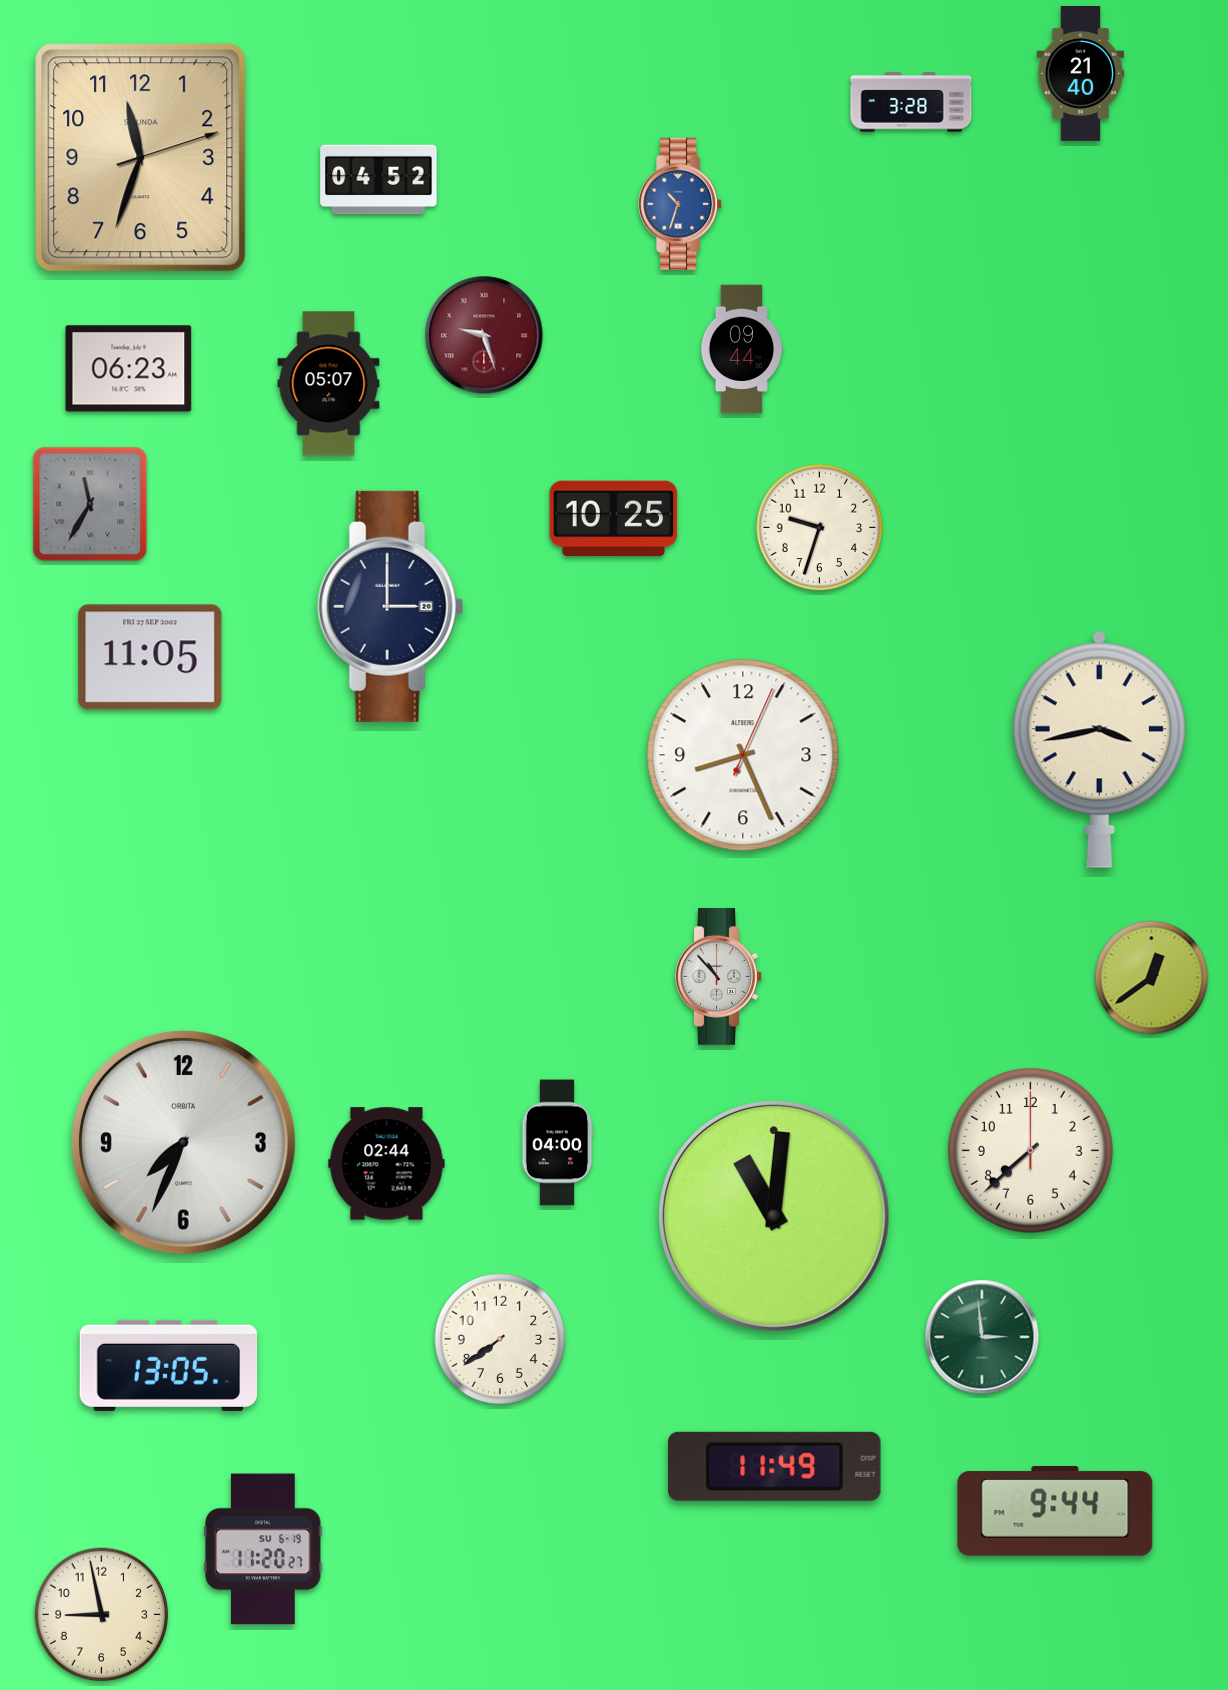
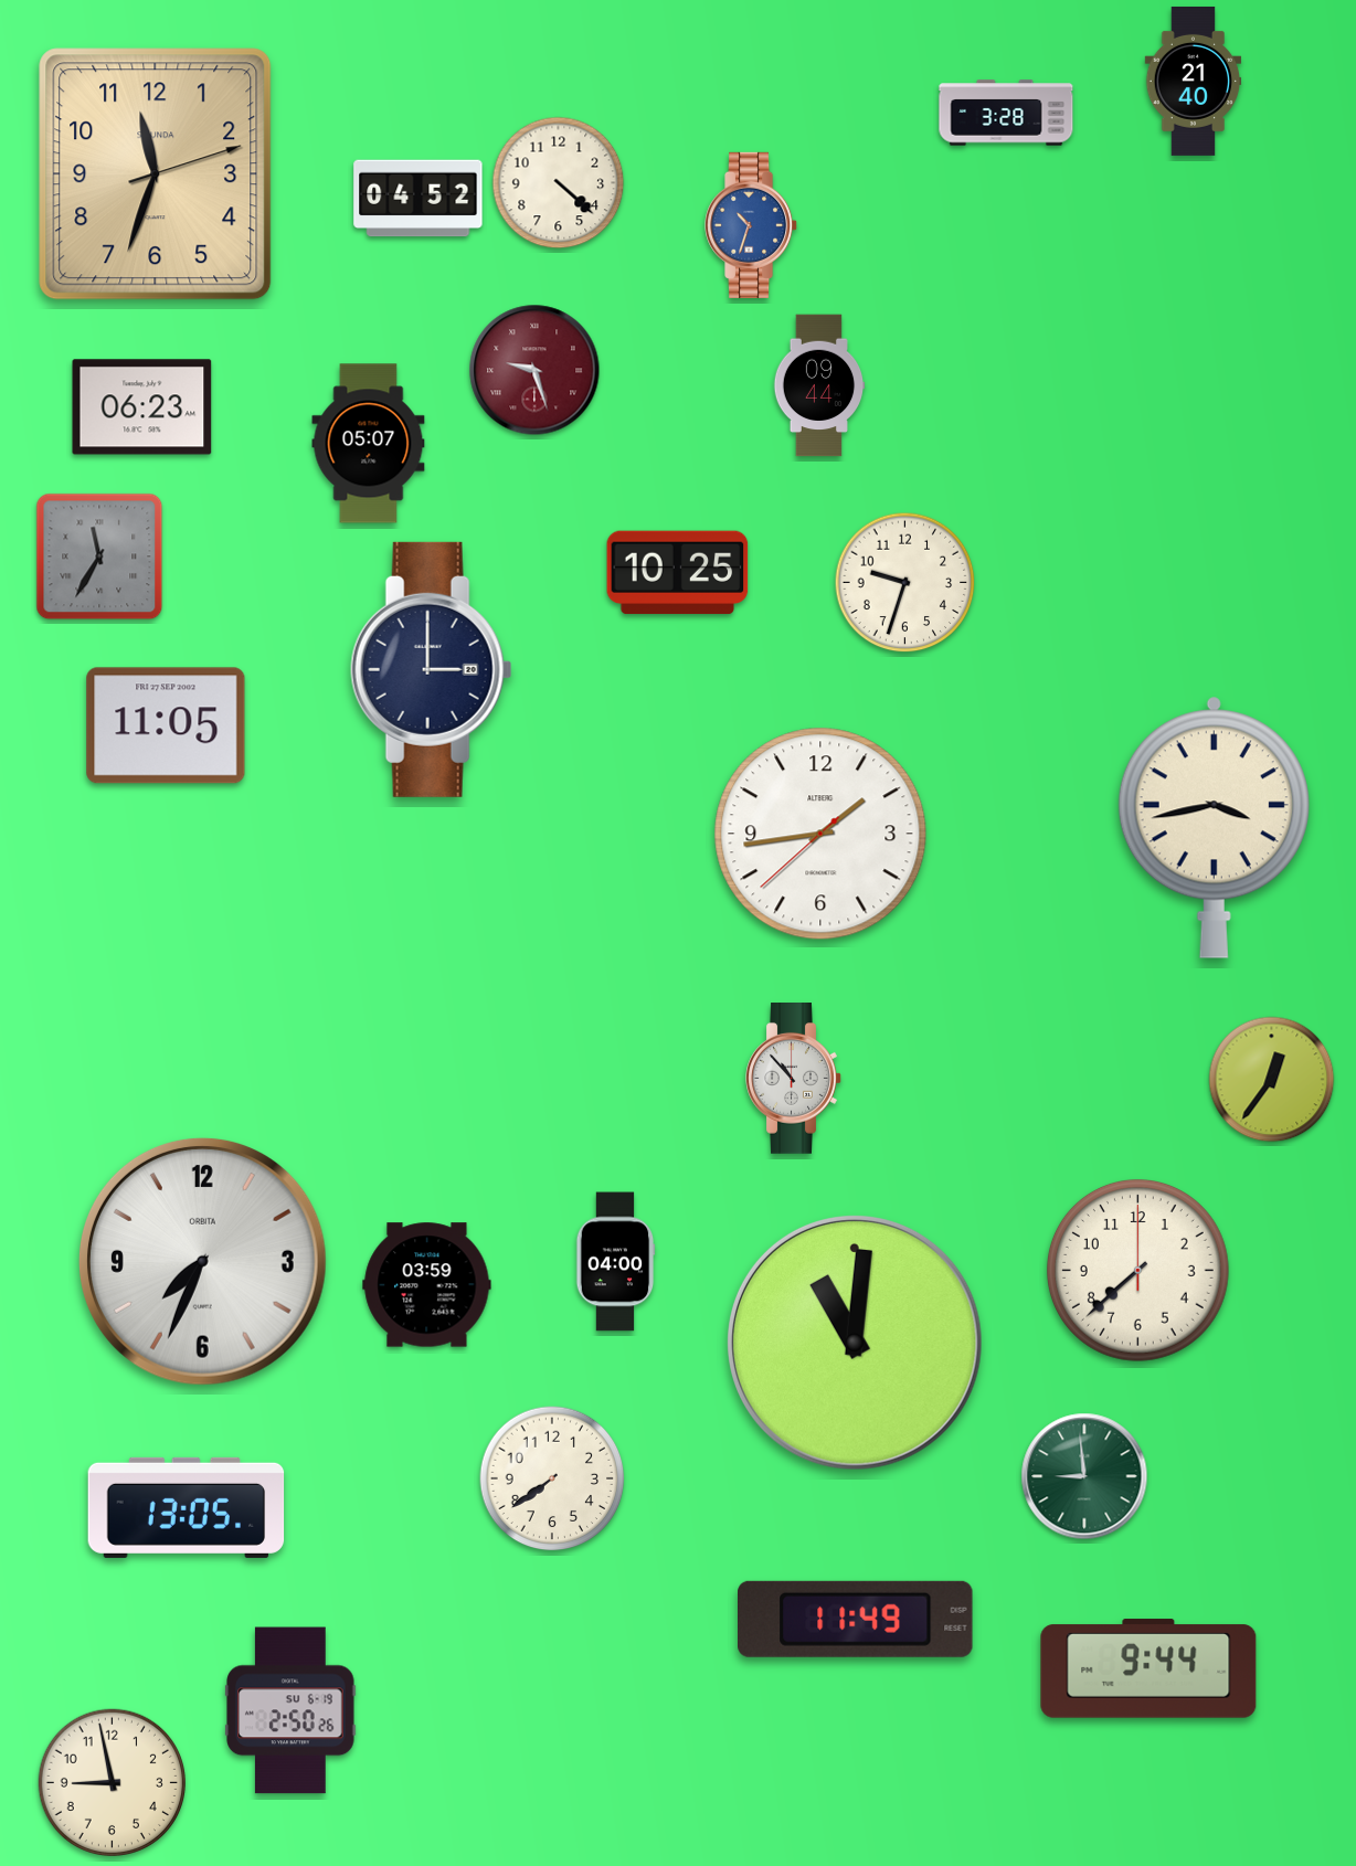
clock at (559, 183): none -> 4:22
clock at (329, 384) position: (329, 384) -> (369, 444)
clock at (743, 755): 8:26 -> 1:43
clock at (1152, 978): 12:39 -> 12:36
clock at (387, 1164): 02:44 -> 03:59
clock at (982, 1337): 2:59 -> 8:59
clock at (1055, 1511) position: (1055, 1511) -> (1148, 1668)
clock at (263, 1549): 11:20 -> 2:50
